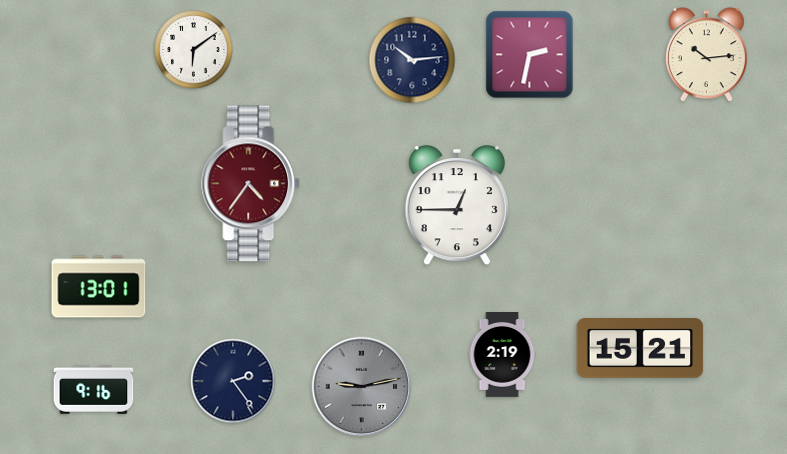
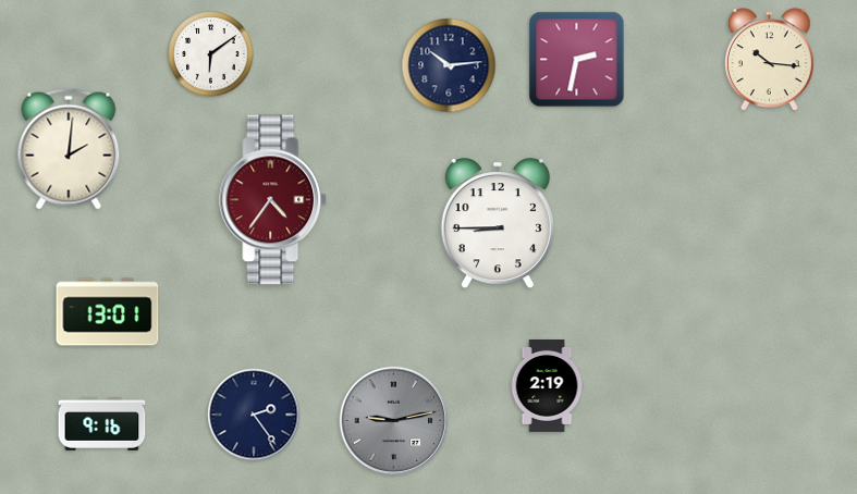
clock at (706, 55): 10:14 -> 10:16
clock at (69, 149): none -> 2:01
clock at (457, 206): 12:45 -> 8:45
clock at (640, 349): 15:21 -> none
